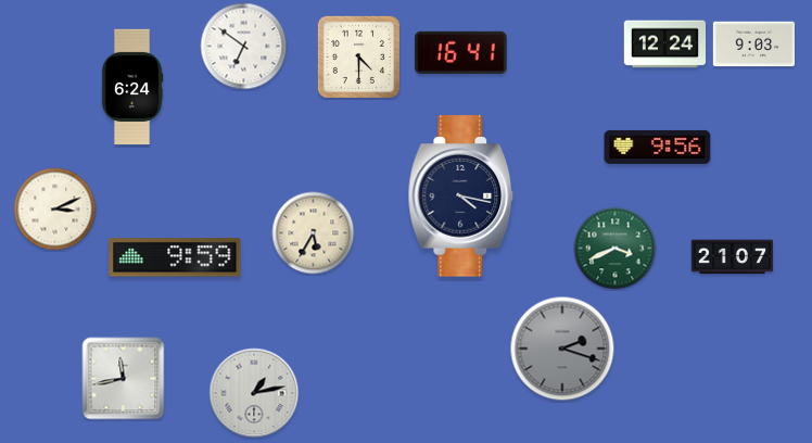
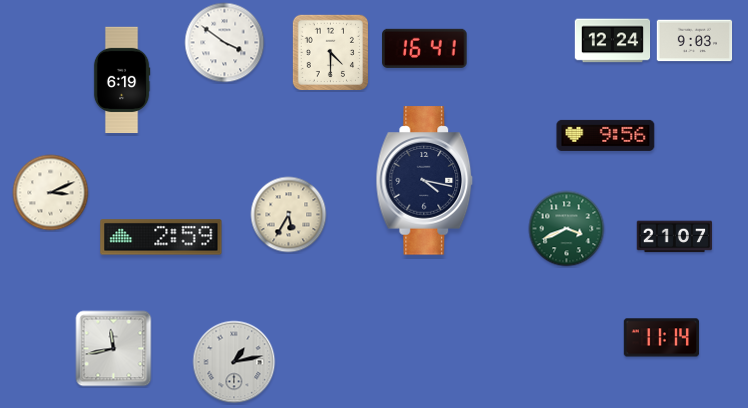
clock at (244, 47): 6:51 -> 3:51
clock at (132, 87): 6:24 -> 6:19
clock at (175, 257): 9:59 -> 2:59
clock at (562, 349): 2:18 -> none
clock at (662, 338): none -> 11:14
